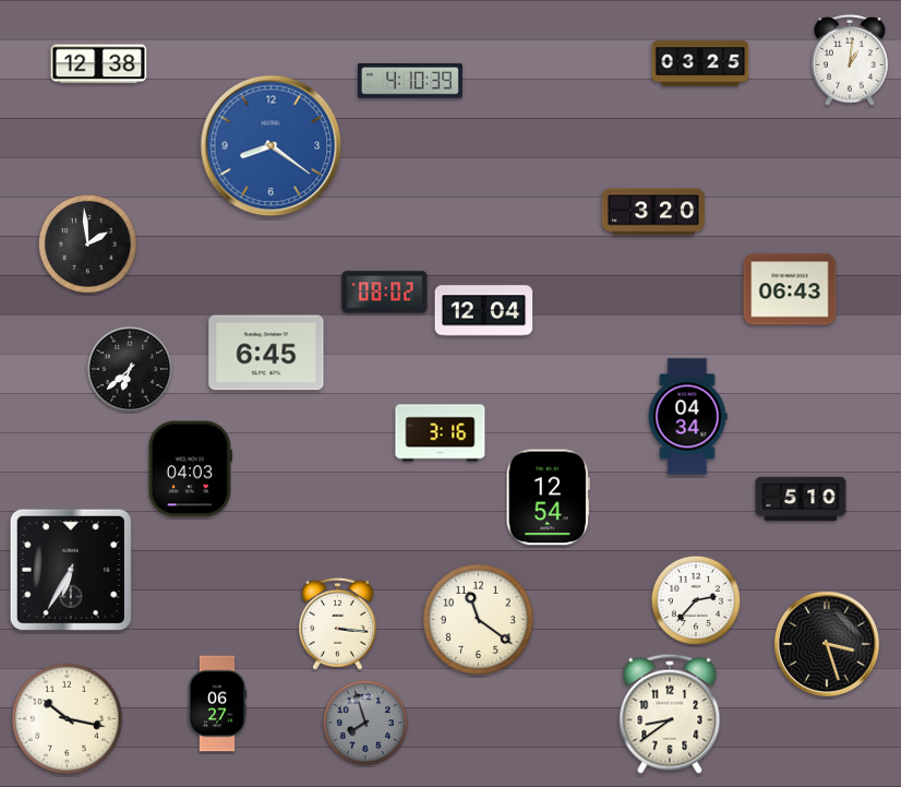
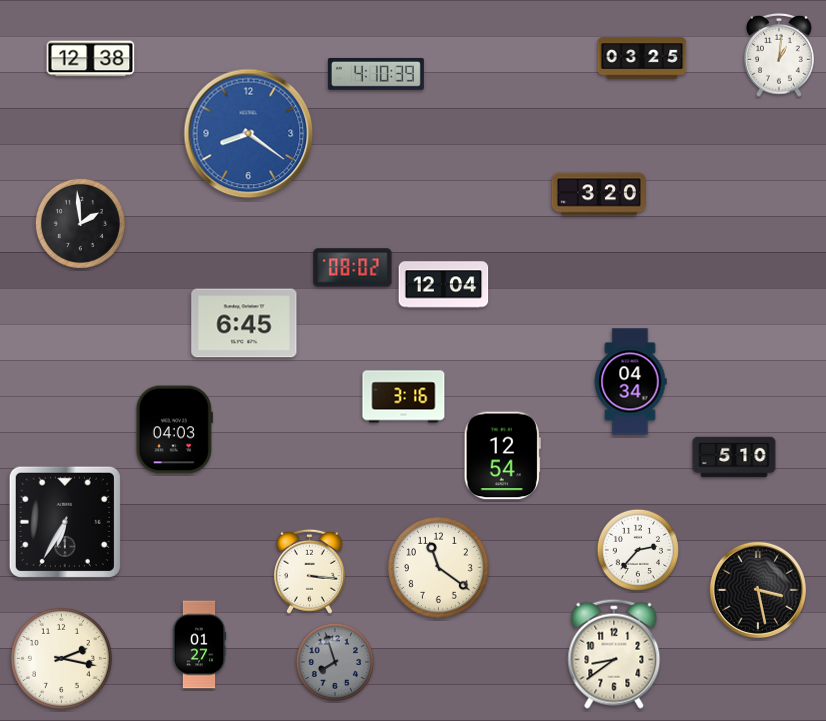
clock at (790, 289): 06:43 -> none
clock at (129, 368): 6:38 -> none
clock at (827, 644): 3:27 -> 3:28
clock at (217, 704): 06:27 -> 01:27
clock at (67, 718): 10:17 -> 2:17
